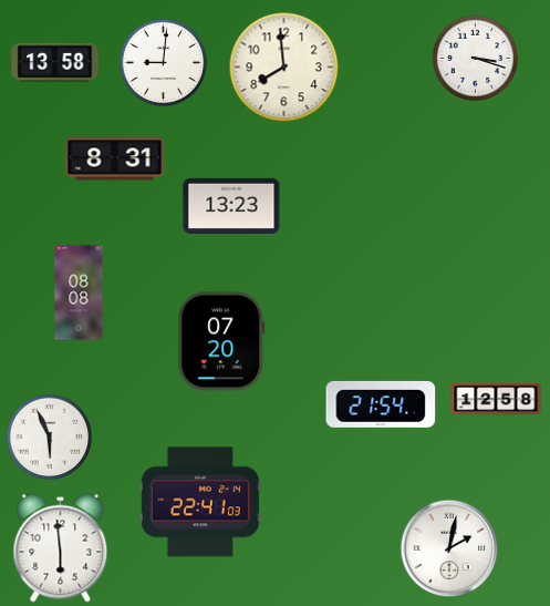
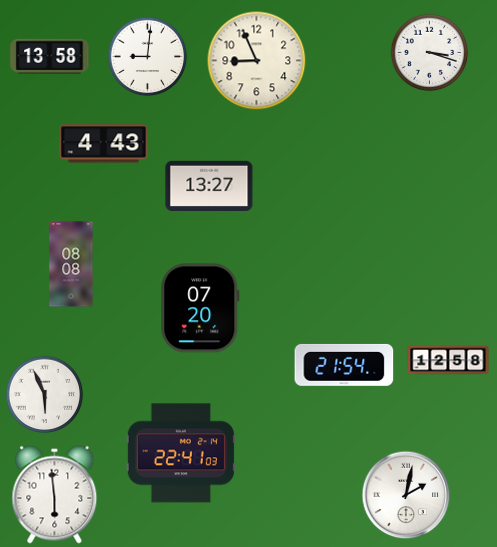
clock at (284, 68): 7:59 -> 8:56
clock at (115, 160): 8:31 -> 4:43
clock at (231, 205): 13:23 -> 13:27
